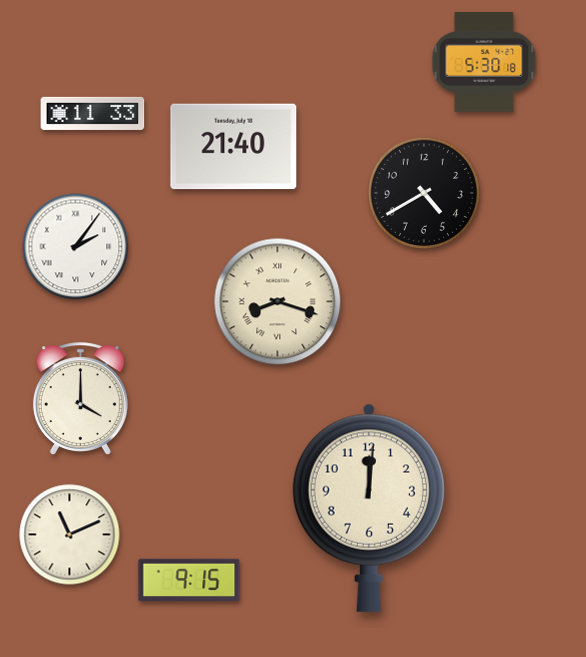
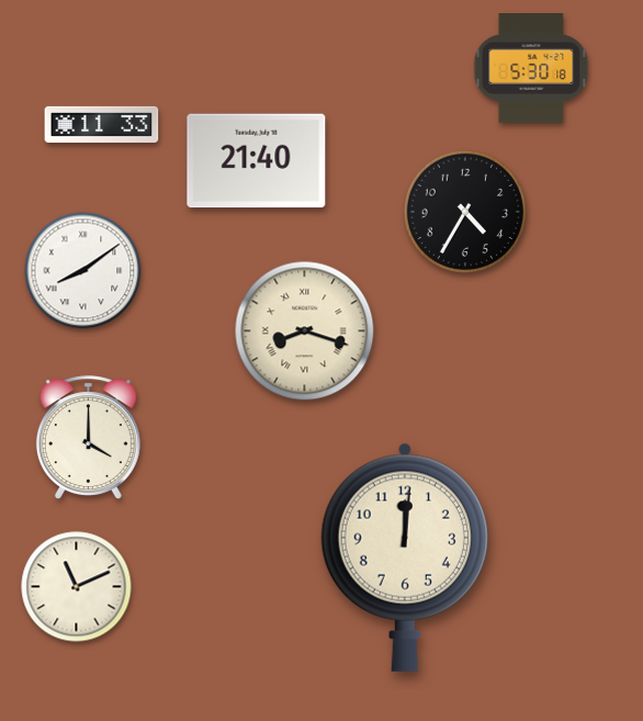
clock at (423, 192): 4:40 -> 4:35
clock at (76, 247): 2:06 -> 8:09
clock at (189, 580): 9:15 -> none
